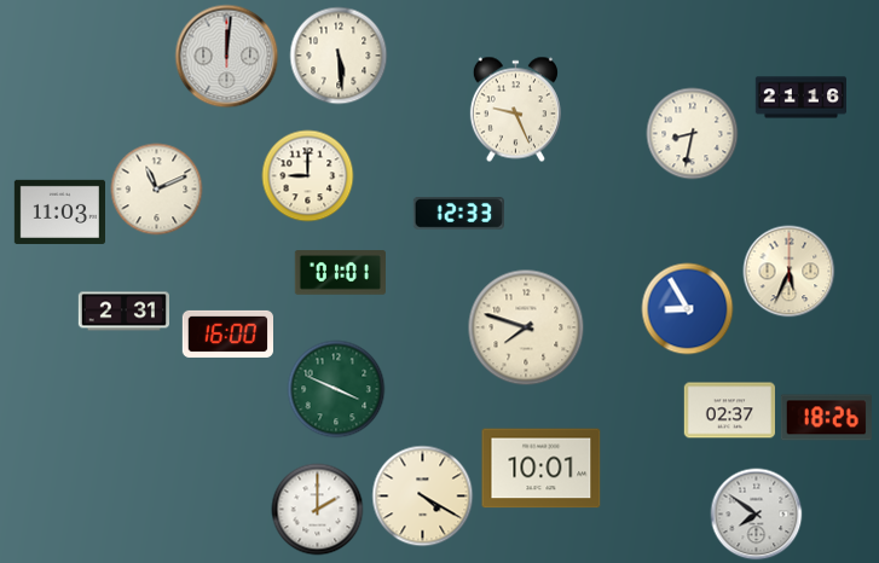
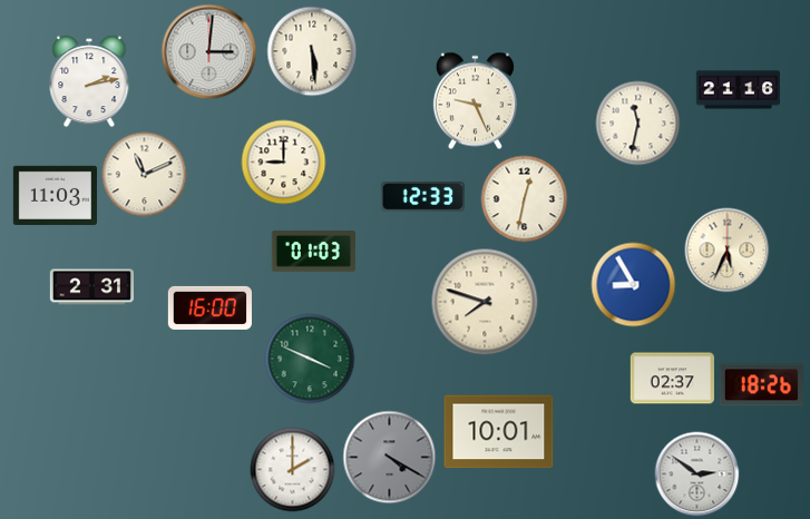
clock at (227, 57): 12:01 -> 3:01
clock at (89, 81): none -> 2:13
clock at (693, 134): 8:32 -> 11:32
clock at (525, 199): none -> 12:32
clock at (340, 273): 01:01 -> 01:03
clock at (123, 312) position: (123, 312) -> (91, 287)
clock at (423, 497) dial: cream -> grey
clock at (757, 515): 7:51 -> 2:51
